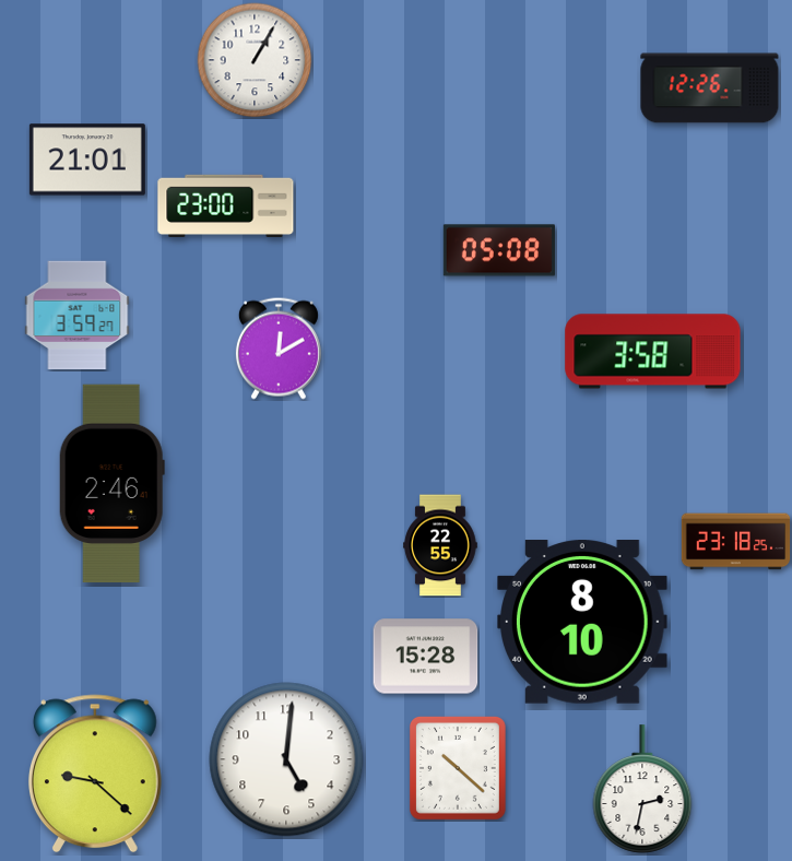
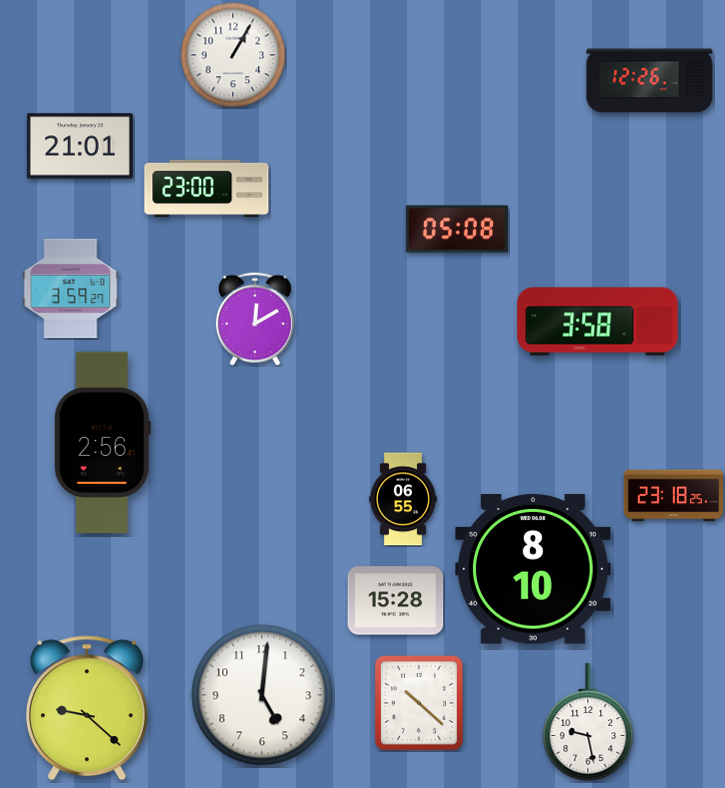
clock at (111, 484): 2:46 -> 2:56
clock at (440, 545): 22:55 -> 06:55
clock at (426, 657) position: (426, 657) -> (396, 601)
clock at (642, 789): 2:32 -> 9:28
